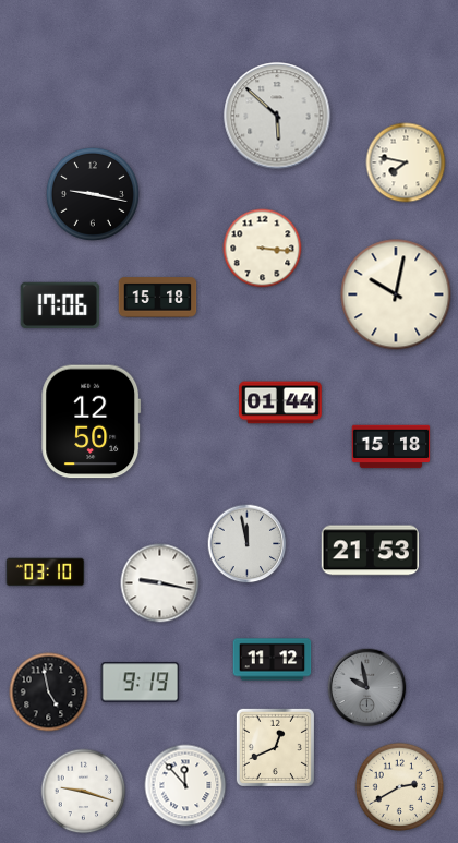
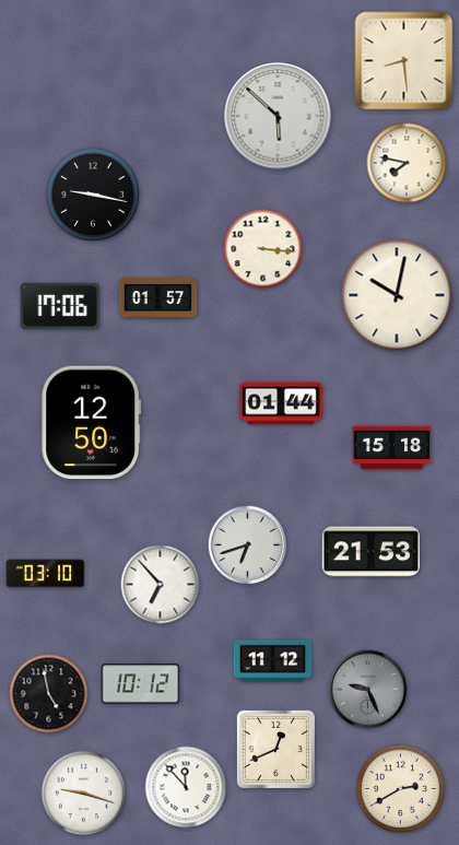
clock at (404, 61): none -> 8:29
clock at (158, 298): 15:18 -> 01:57
clock at (248, 544): 11:58 -> 6:42
clock at (160, 583): 9:17 -> 6:53
clock at (141, 683): 9:19 -> 10:12
clock at (367, 688): 9:58 -> 9:26
